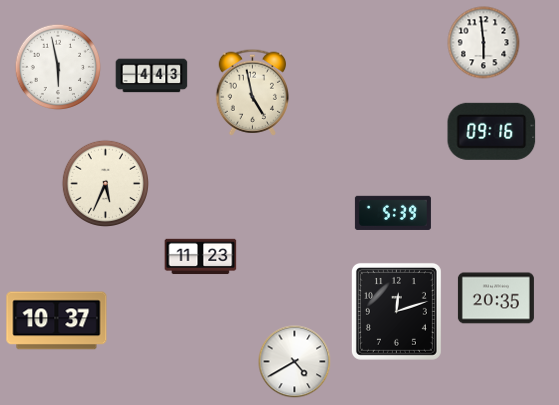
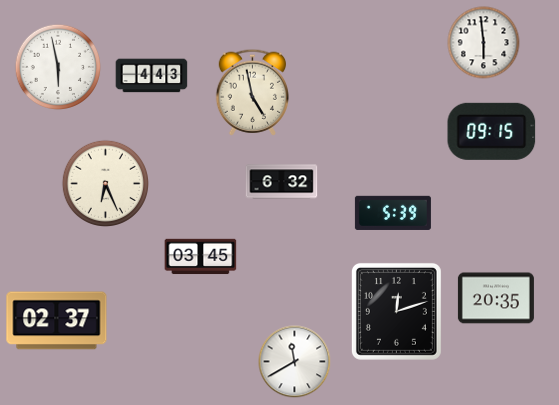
clock at (492, 131): 09:16 -> 09:15
clock at (282, 182): none -> 6:32
clock at (105, 183): 5:34 -> 6:26
clock at (201, 257): 11:23 -> 03:45
clock at (57, 321): 10:37 -> 02:37
clock at (295, 362): 4:40 -> 11:40
